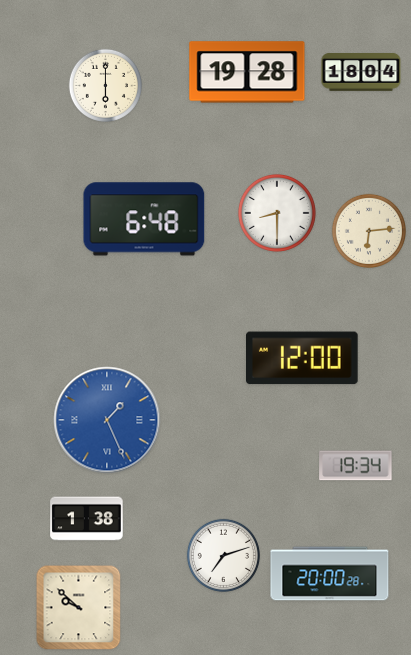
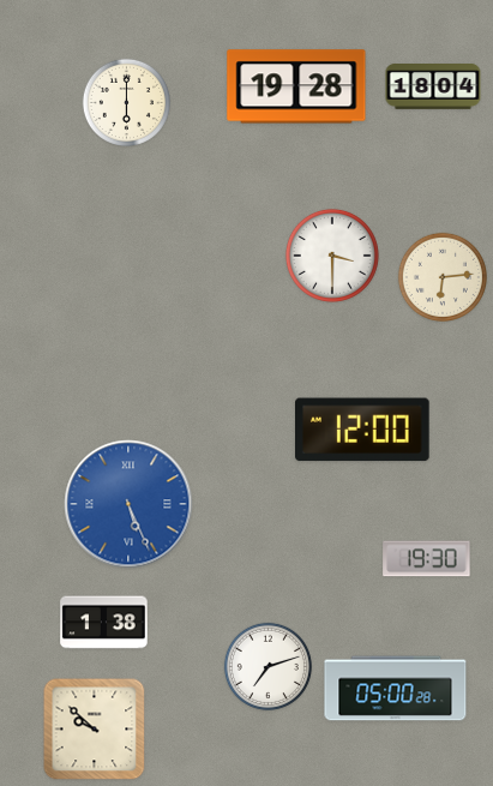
clock at (277, 213): 8:30 -> 3:30
clock at (144, 219): 6:48 -> none
clock at (107, 420): 1:26 -> 5:26
clock at (356, 466): 19:34 -> 19:30
clock at (330, 574): 20:00 -> 05:00
